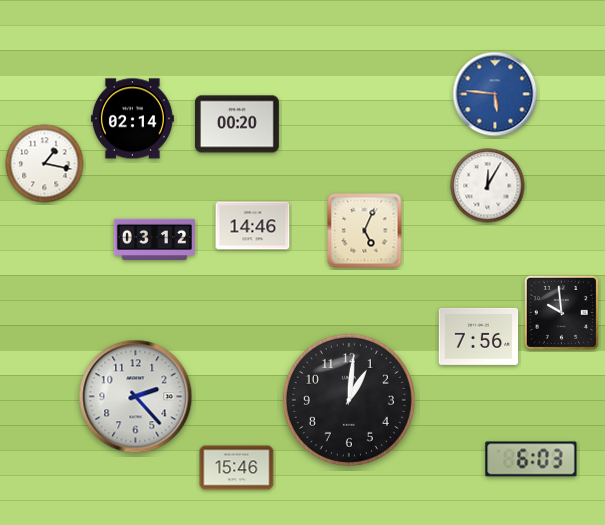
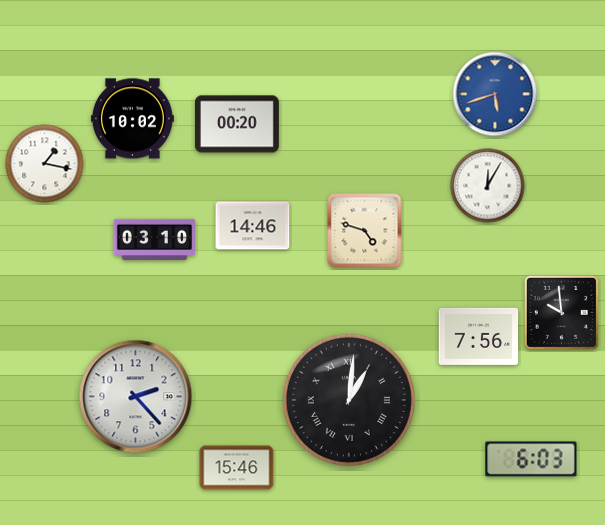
clock at (495, 94): 5:46 -> 5:42
clock at (132, 119): 02:14 -> 10:02
clock at (365, 231): 5:04 -> 4:48
clock at (154, 239): 03:12 -> 03:10
clock at (349, 400) numerals: Arabic -> Roman
